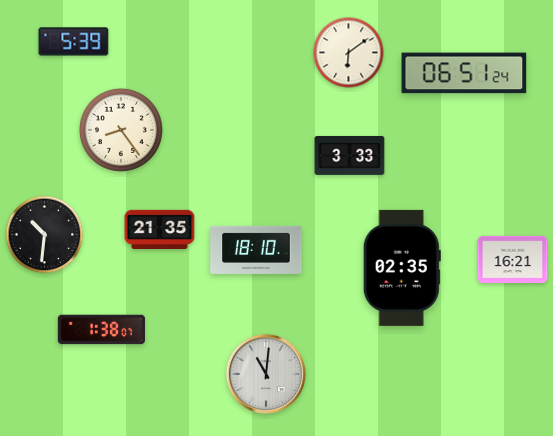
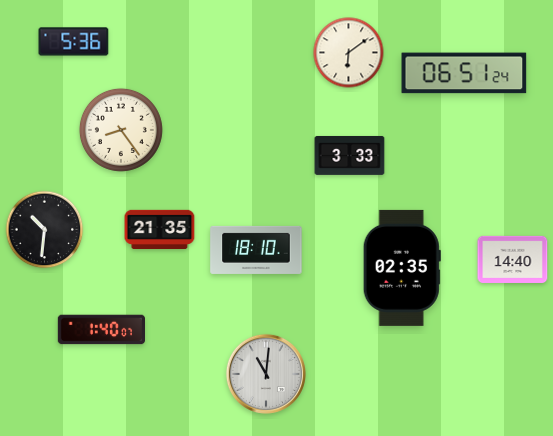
clock at (74, 42): 5:39 -> 5:36
clock at (45, 235) position: (45, 235) -> (45, 230)
clock at (513, 259): 16:21 -> 14:40
clock at (101, 330): 1:38 -> 1:40
